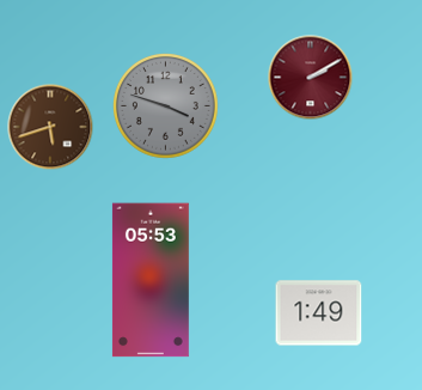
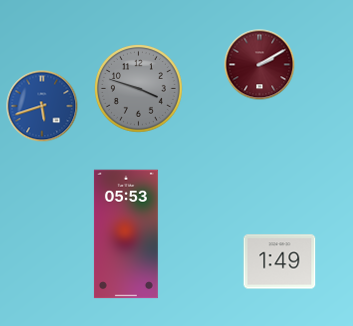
clock at (50, 127) dial: brown -> blue
clock at (319, 313) position: (319, 313) -> (280, 262)
